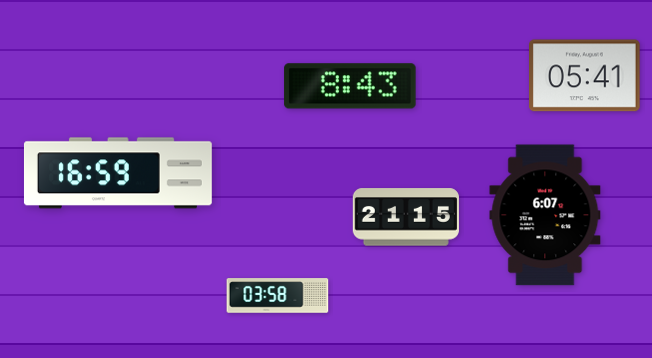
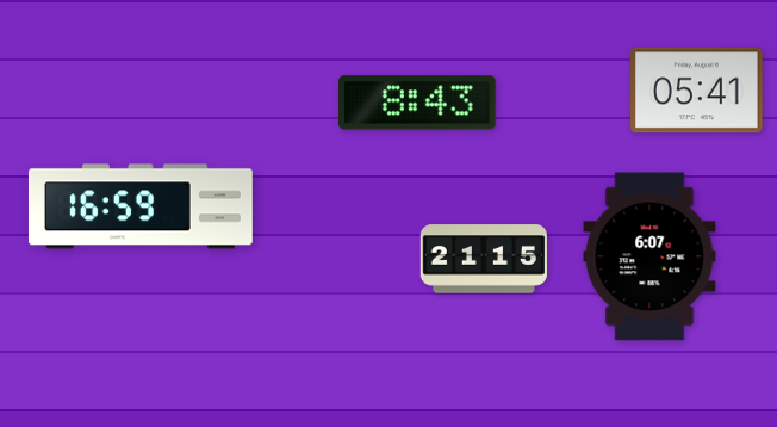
clock at (278, 296): 03:58 -> none
